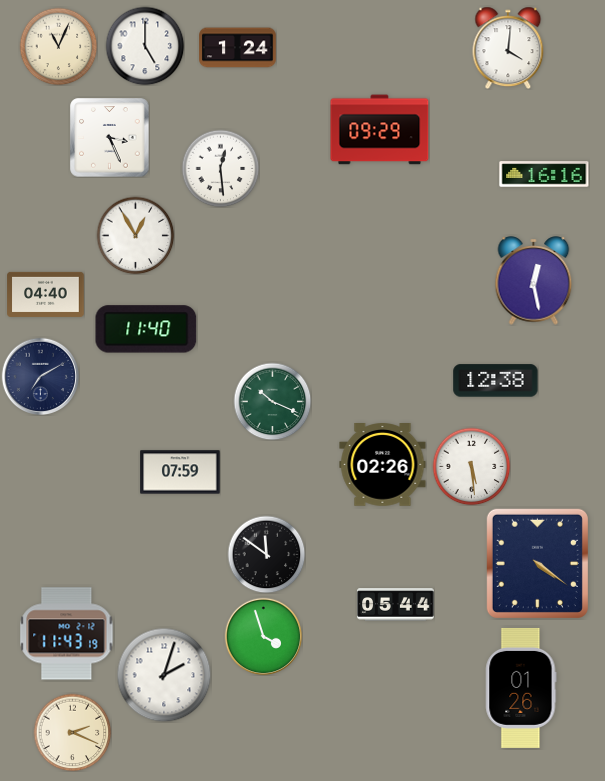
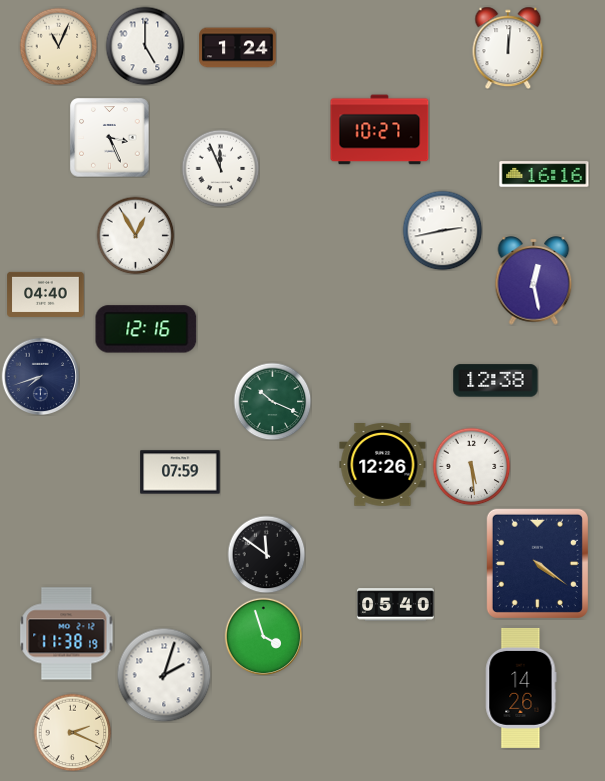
clock at (508, 48): 4:01 -> 12:01
clock at (380, 130): 09:29 -> 10:27
clock at (220, 168): 12:29 -> 11:56
clock at (442, 230): none -> 2:43
clock at (146, 329): 11:40 -> 12:16
clock at (40, 376): 7:10 -> 7:42
clock at (383, 465): 02:26 -> 12:26
clock at (396, 605): 05:44 -> 05:40
clock at (67, 634): 11:43 -> 11:38
clock at (521, 688): 01:26 -> 14:26
